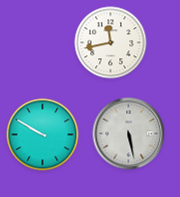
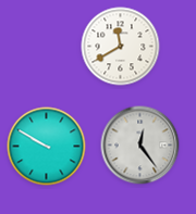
clock at (111, 43): 11:43 -> 11:40
clock at (129, 134): 5:28 -> 12:24
